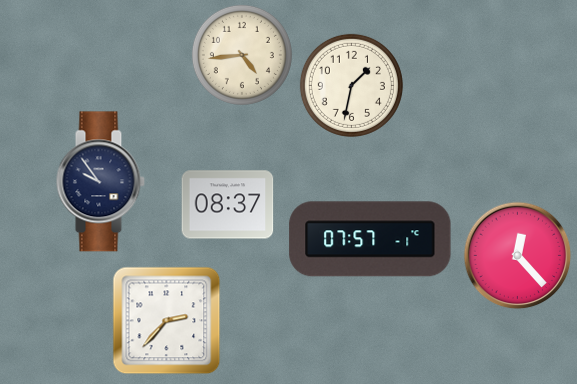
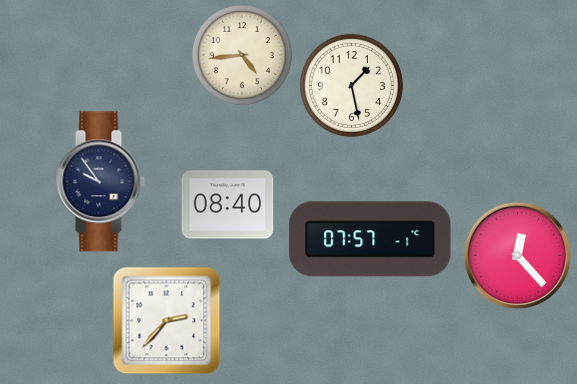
clock at (351, 85): 1:32 -> 1:28
clock at (228, 205): 08:37 -> 08:40
